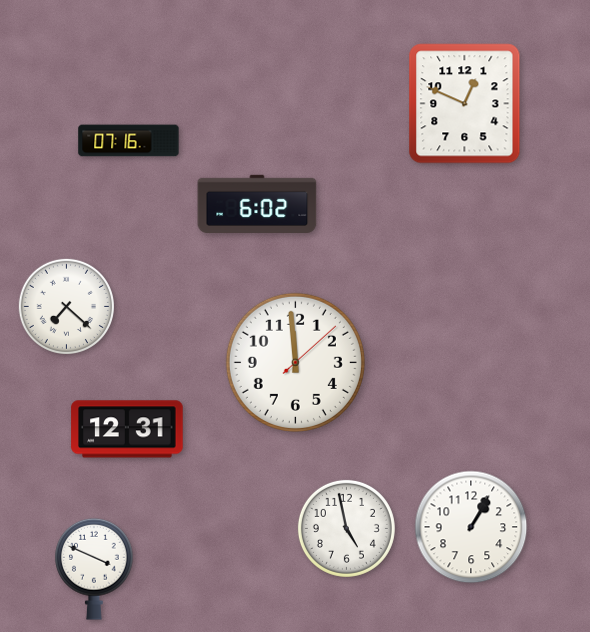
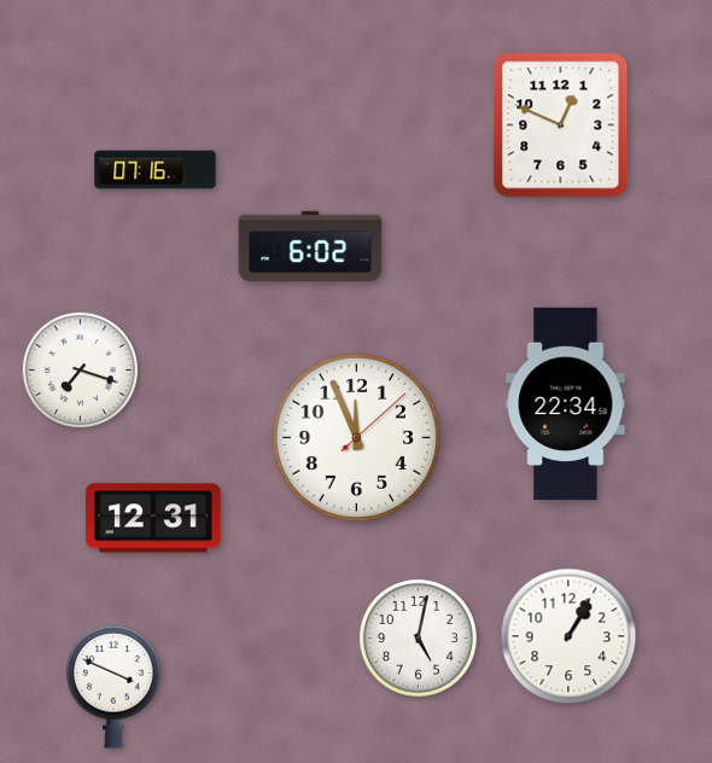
clock at (66, 306): 7:22 -> 7:18
clock at (566, 404): none -> 22:34
clock at (295, 362): 11:59 -> 11:56
clock at (346, 528): 4:58 -> 5:02
